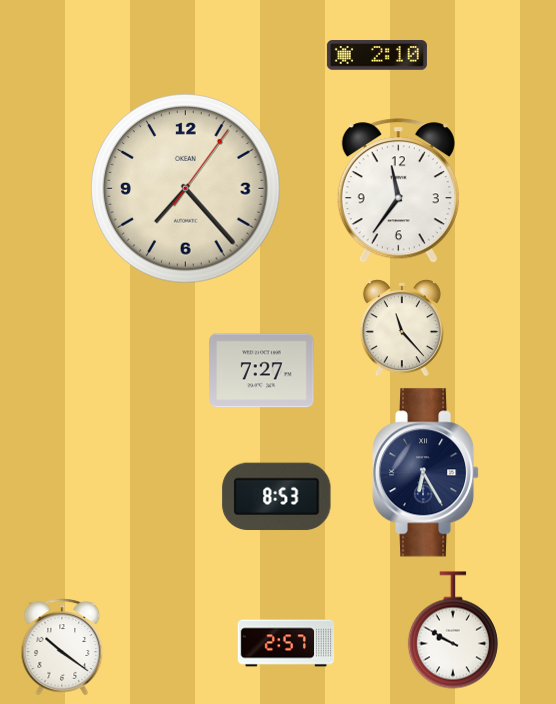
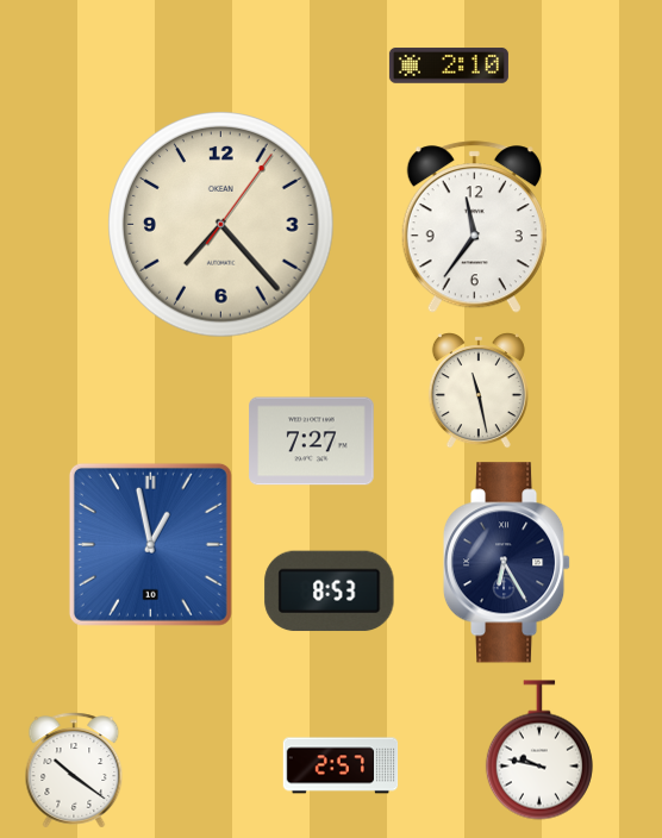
clock at (402, 328): 11:23 -> 11:28
clock at (150, 544): none -> 12:58
clock at (453, 630): 9:50 -> 9:47
